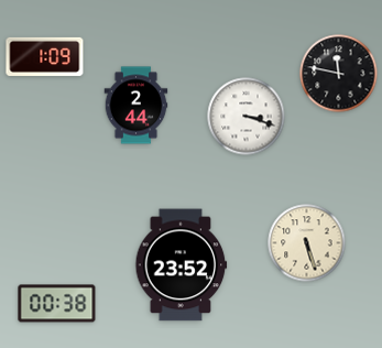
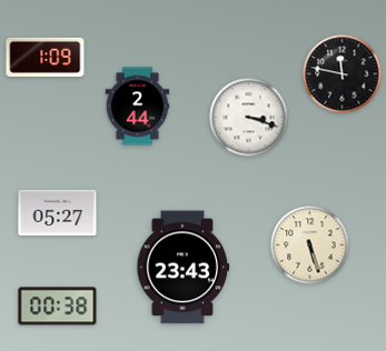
clock at (58, 212): none -> 05:27
clock at (182, 265): 23:52 -> 23:43
